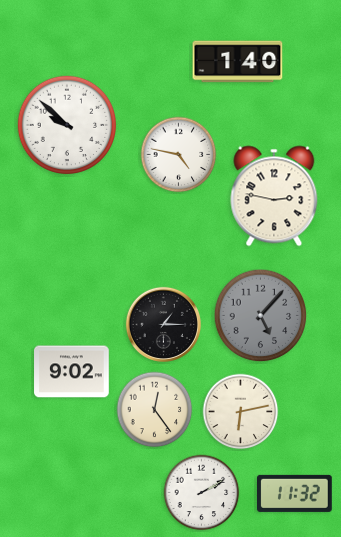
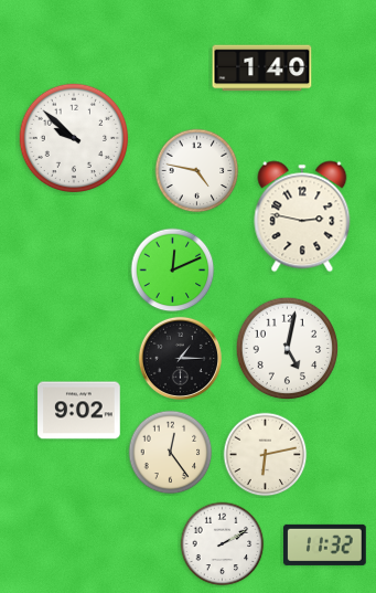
clock at (173, 271): none -> 12:11
clock at (261, 316): 5:07 -> 5:02
clock at (261, 316) dial: grey -> white
